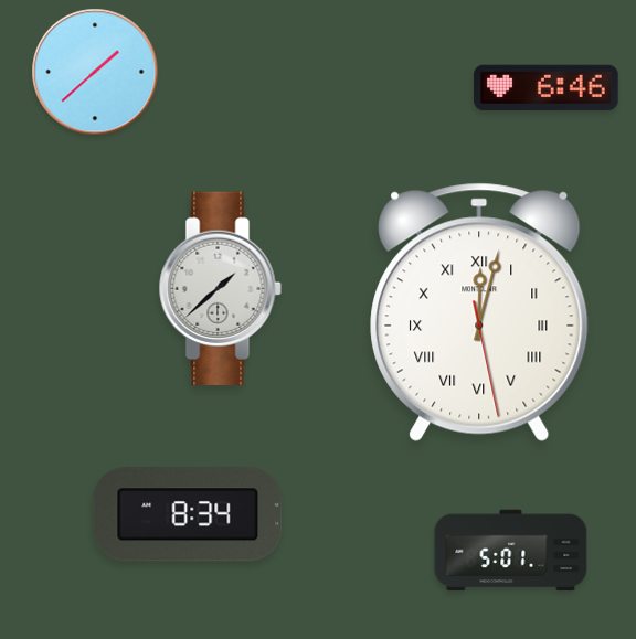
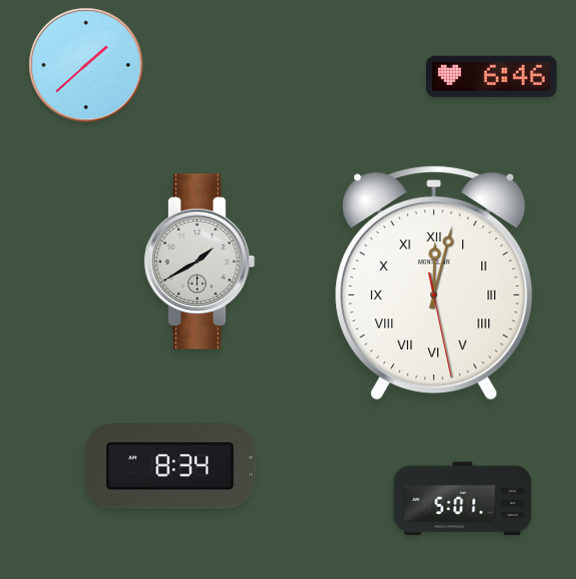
clock at (547, 87) position: (547, 87) -> (492, 76)
clock at (220, 289): 1:38 -> 1:40
